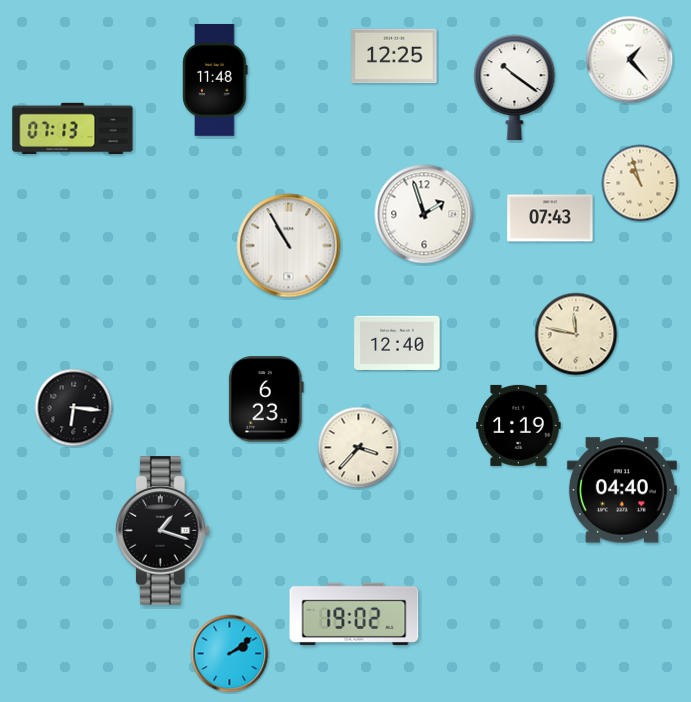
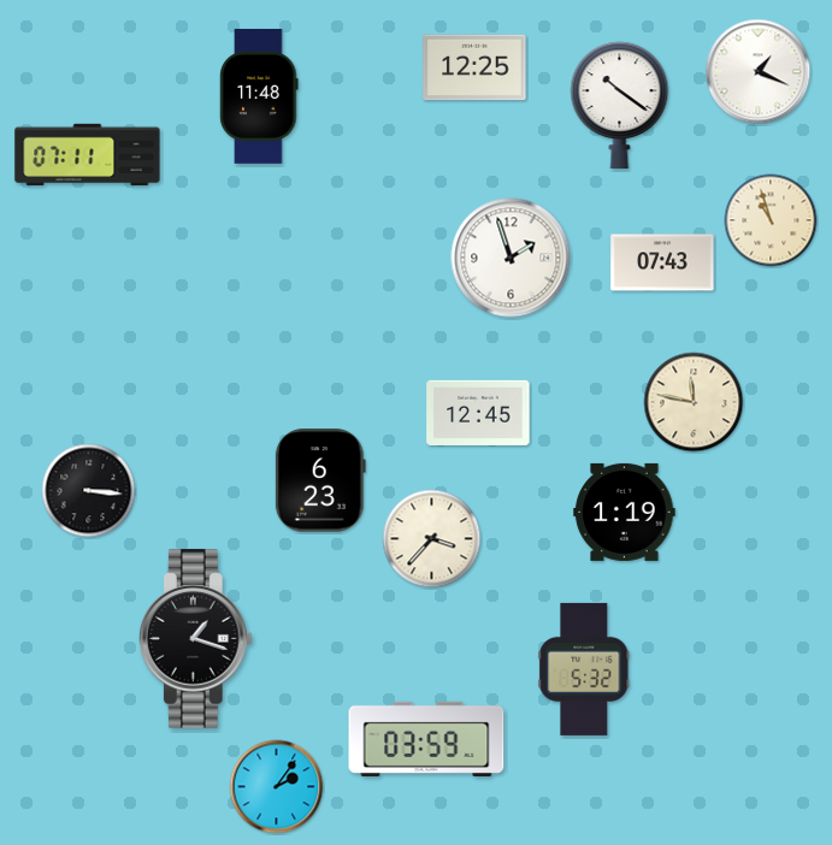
clock at (630, 60): 1:23 -> 1:19
clock at (73, 129): 07:13 -> 07:11
clock at (289, 246): 10:55 -> none
clock at (397, 343): 12:40 -> 12:45
clock at (74, 408): 6:16 -> 3:16
clock at (622, 490): 04:40 -> none
clock at (584, 669): none -> 5:32
clock at (354, 614): 19:02 -> 03:59
clock at (230, 654): 2:09 -> 2:06
